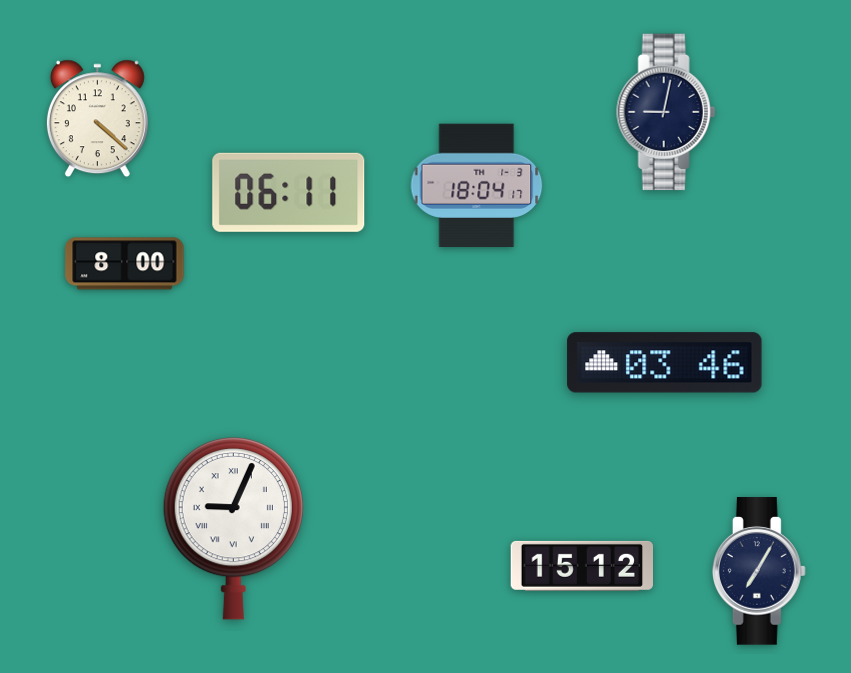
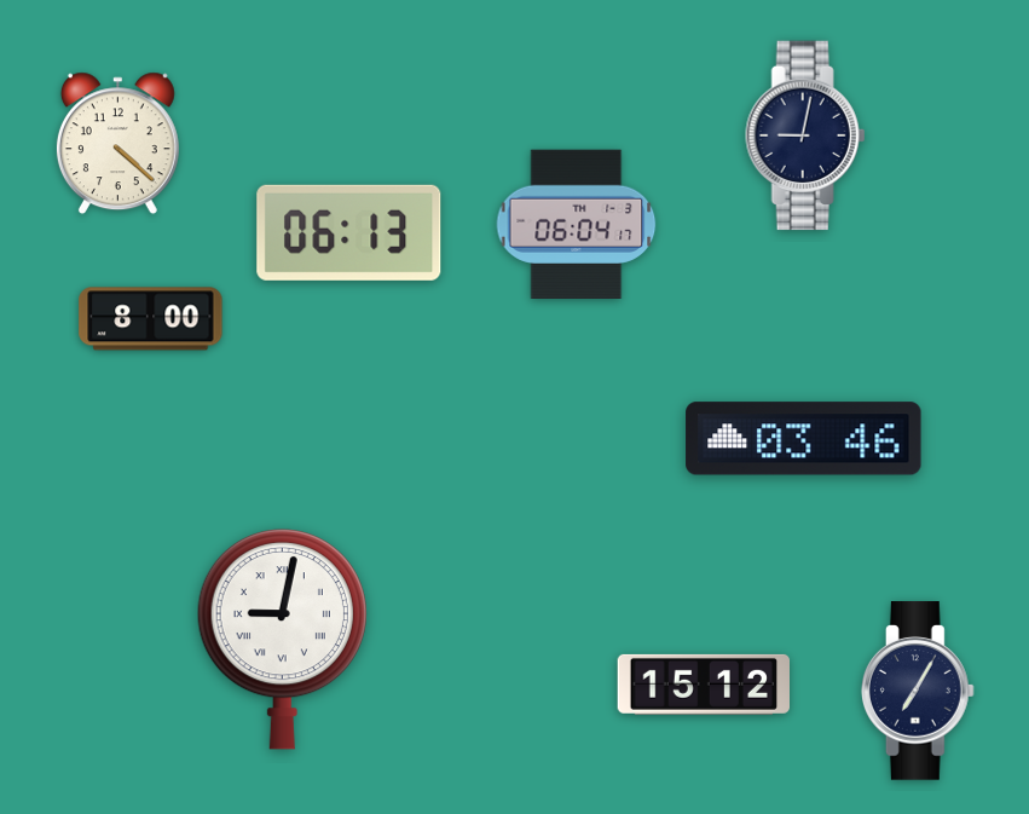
clock at (477, 185): 18:04 -> 06:04
clock at (289, 192): 06:11 -> 06:13
clock at (233, 528): 9:04 -> 9:02
